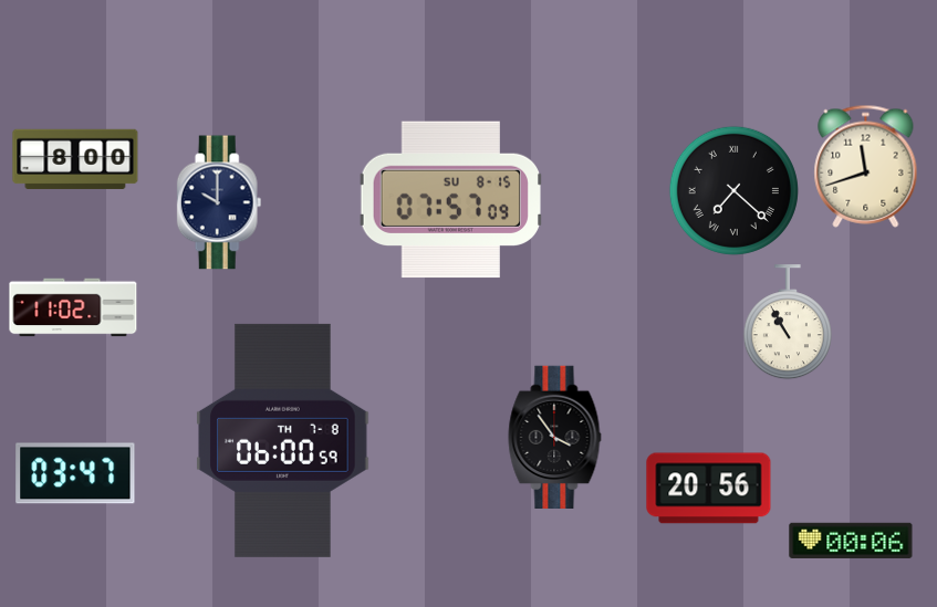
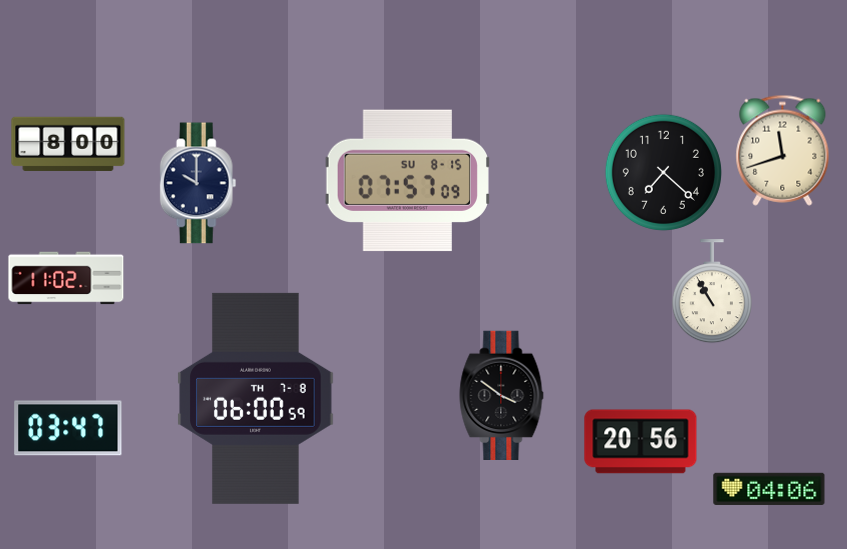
clock at (733, 190) numerals: Roman -> Arabic
clock at (555, 437): 3:54 -> 3:51
clock at (851, 540): 00:06 -> 04:06
